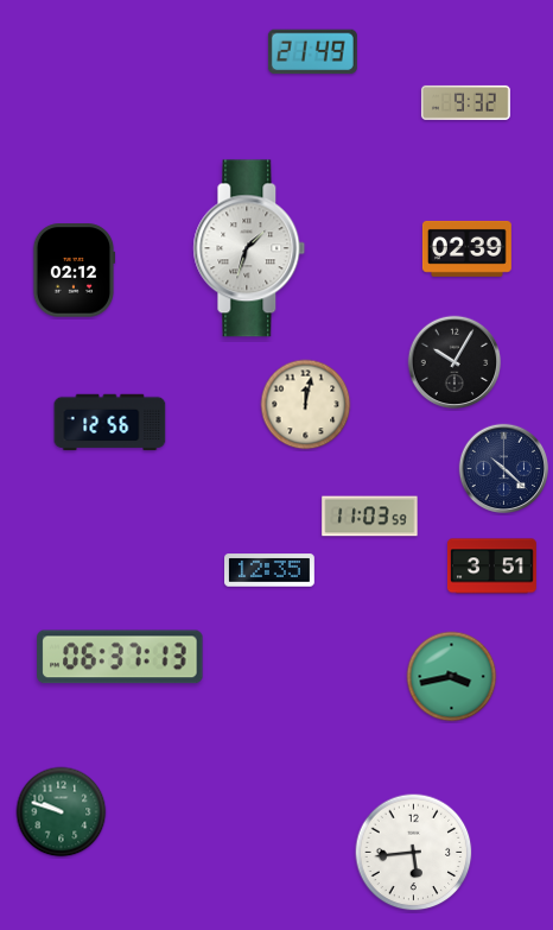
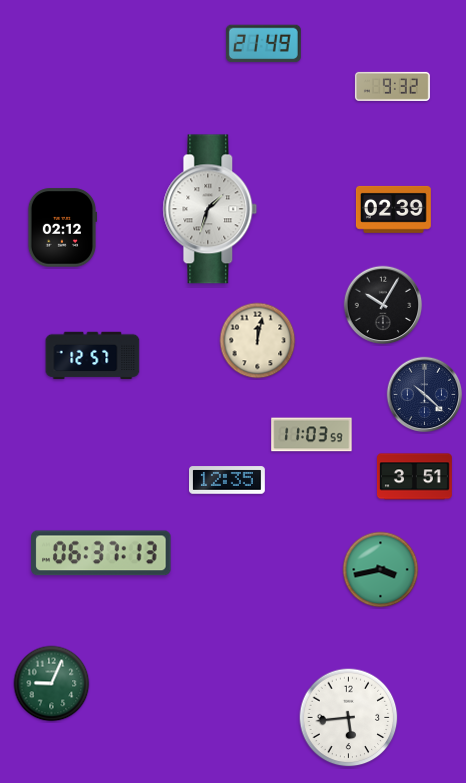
clock at (110, 423): 12:56 -> 12:57
clock at (62, 812): 9:48 -> 9:04
